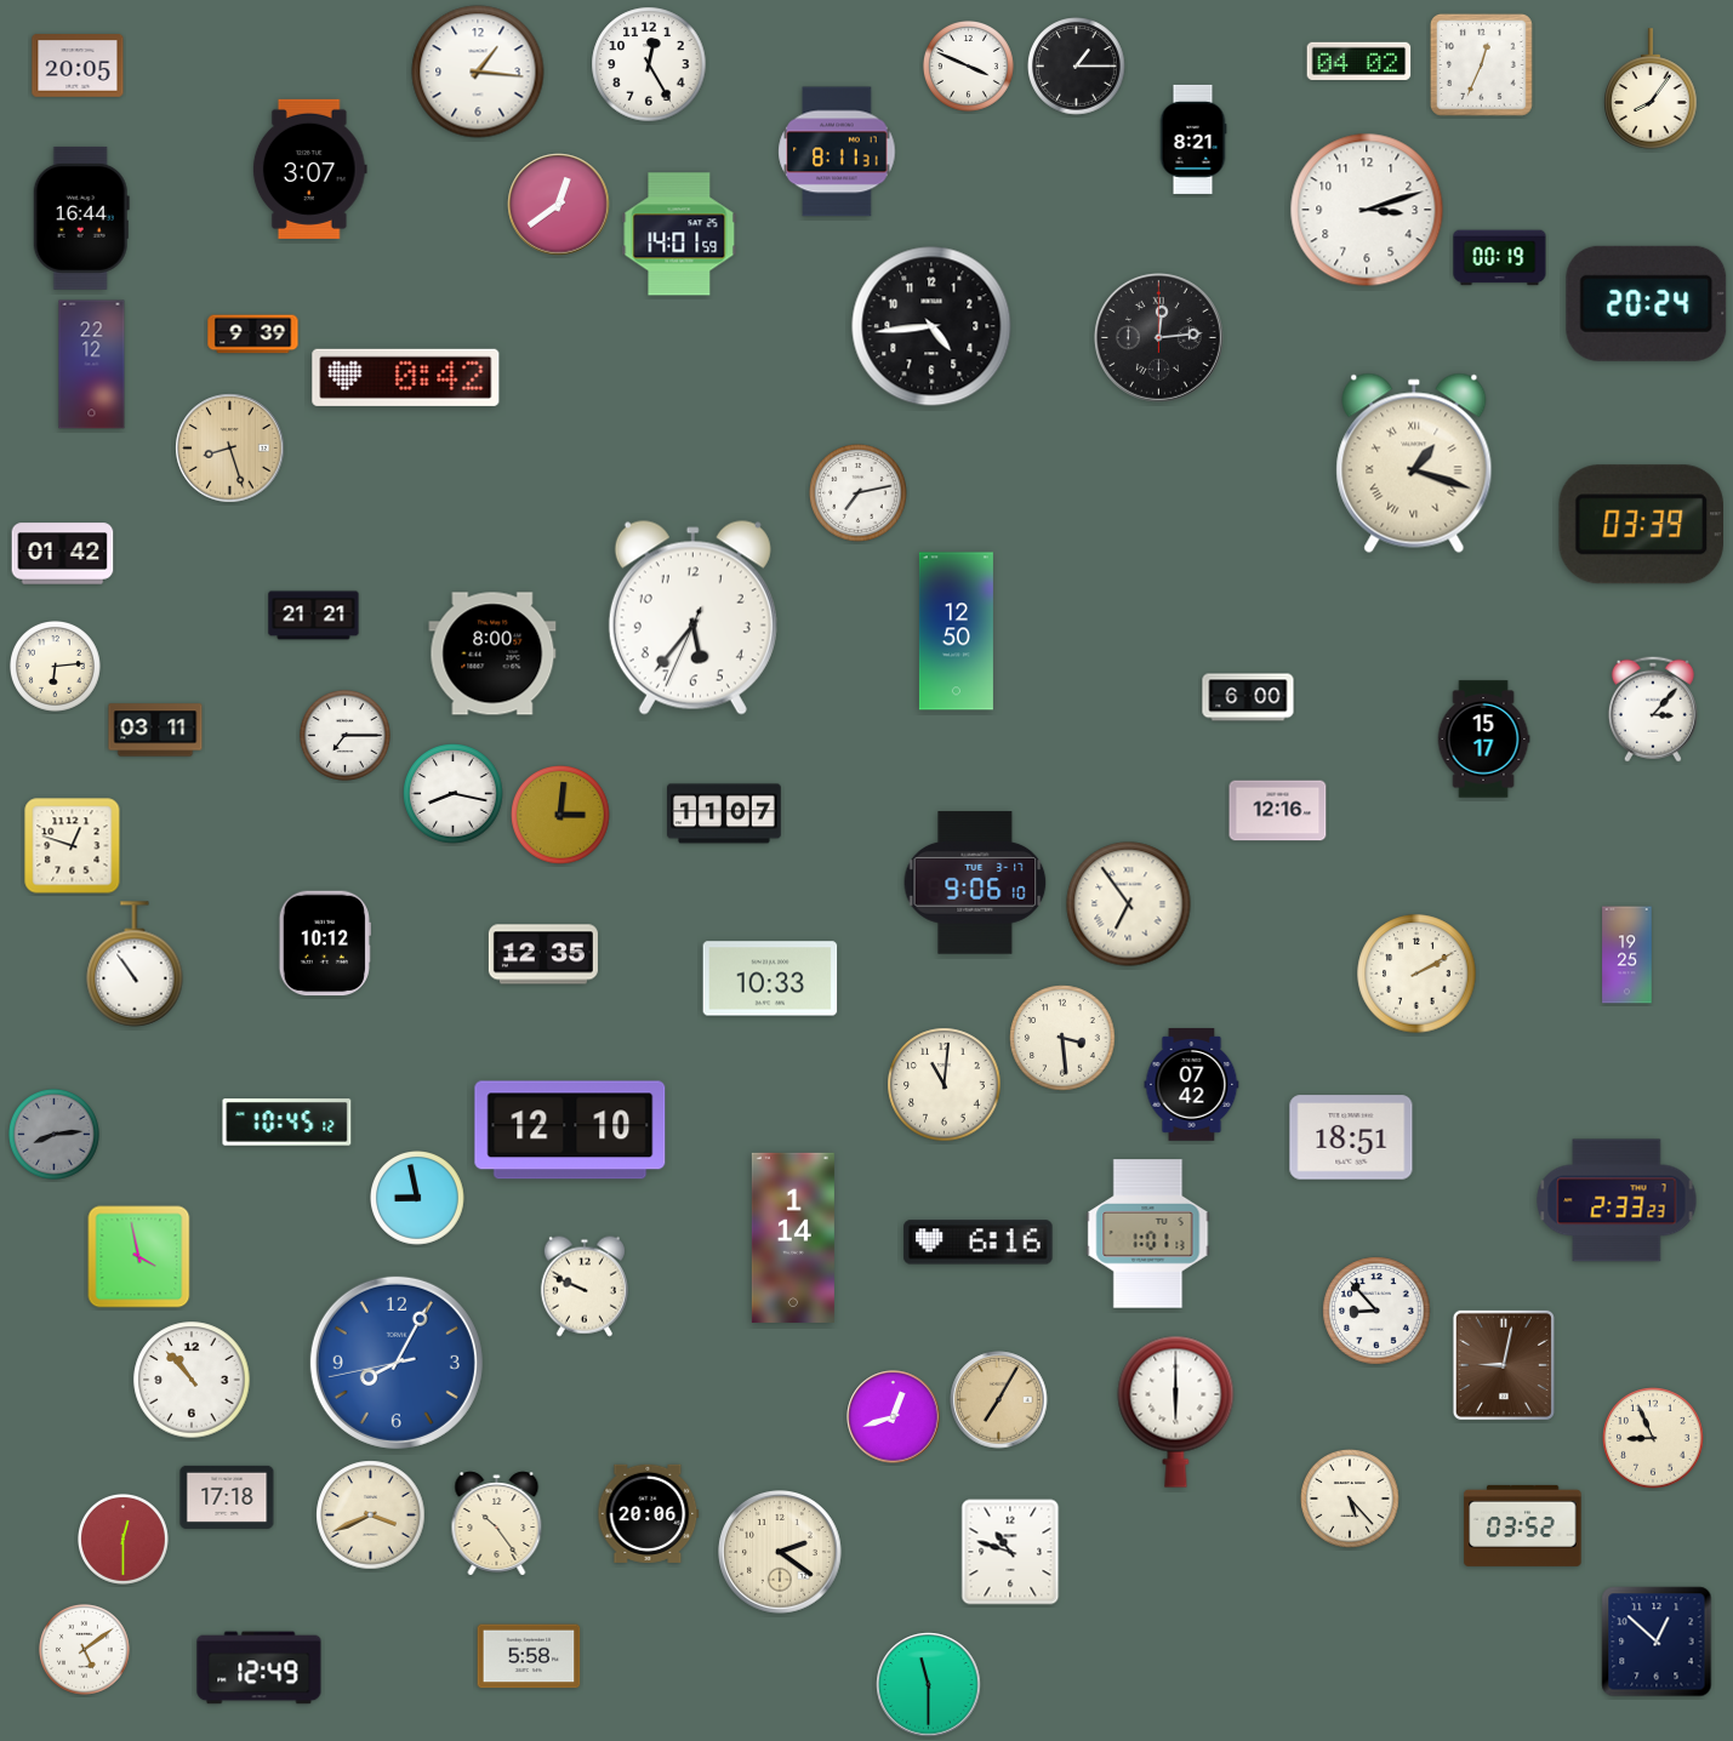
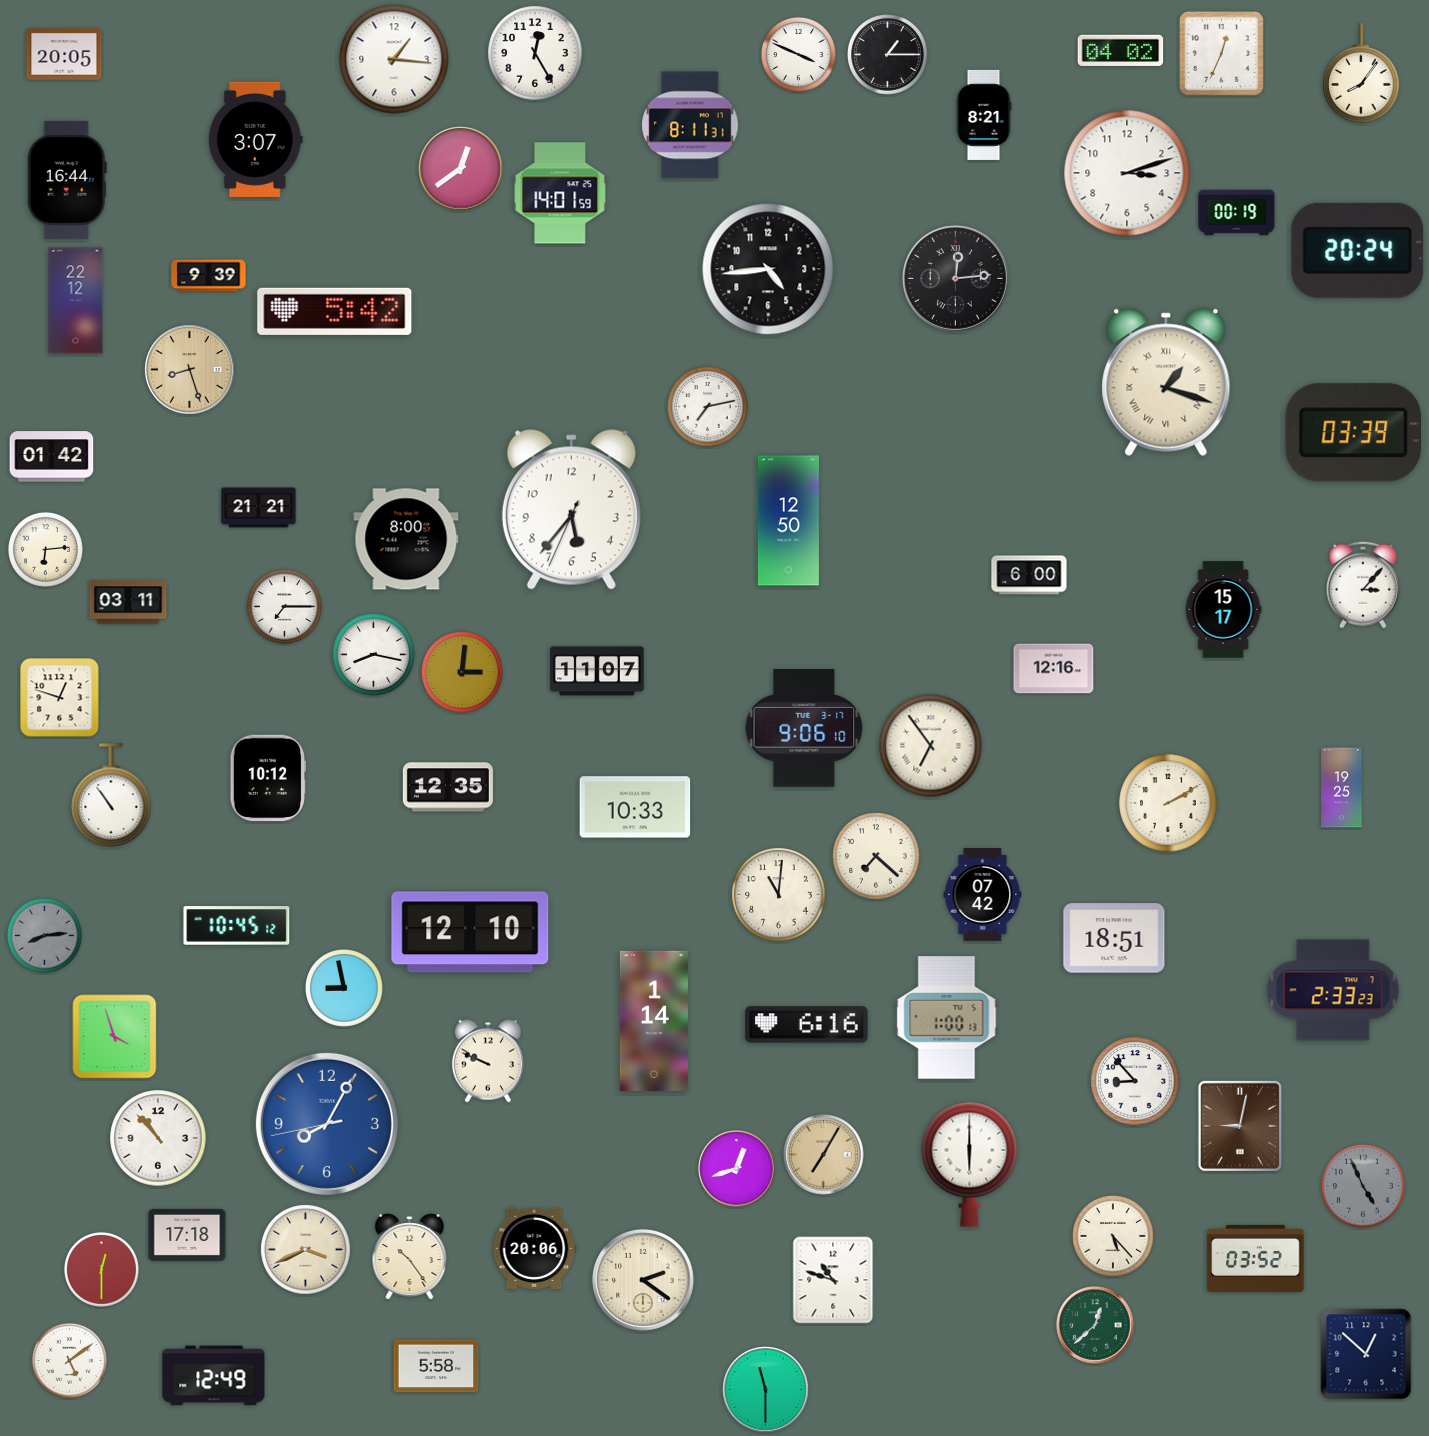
clock at (406, 377): 0:42 -> 5:42
clock at (1062, 1038): 3:29 -> 7:22
clock at (1148, 1234): 1:01 -> 1:00
clock at (139, 1257): 3:58 -> 3:57
clock at (585, 1286) position: (585, 1286) -> (488, 1061)
clock at (1653, 1438): 8:56 -> 4:56
clock at (1653, 1438) dial: cream -> grey
clock at (1095, 1325): none -> 12:38
